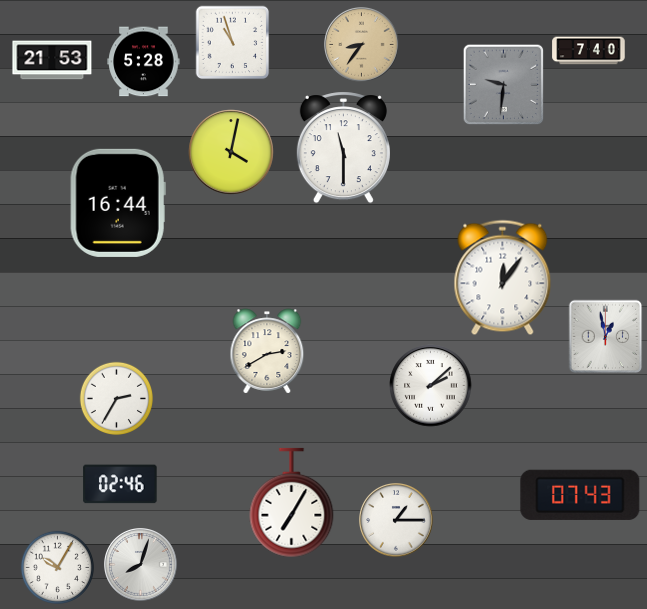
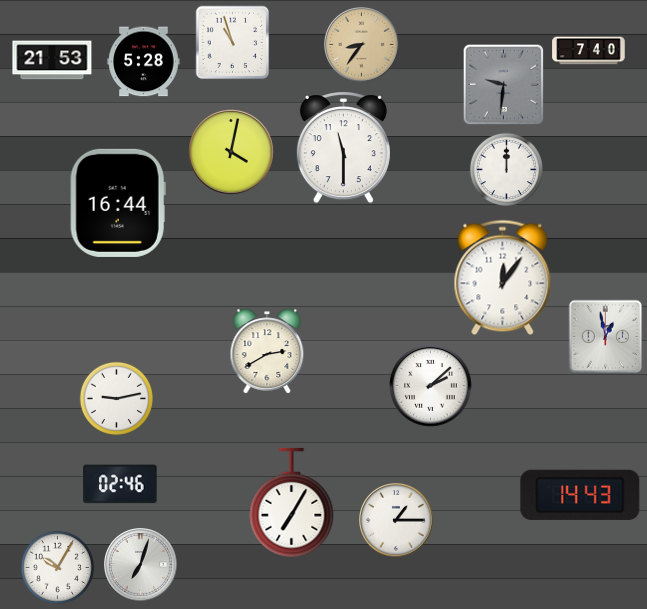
clock at (506, 169): none -> 12:00
clock at (116, 398): 2:35 -> 9:13
clock at (580, 495): 07:43 -> 14:43
clock at (141, 565): 8:03 -> 7:03
